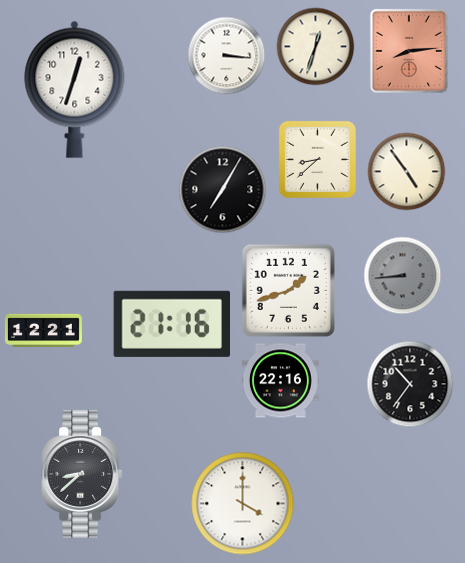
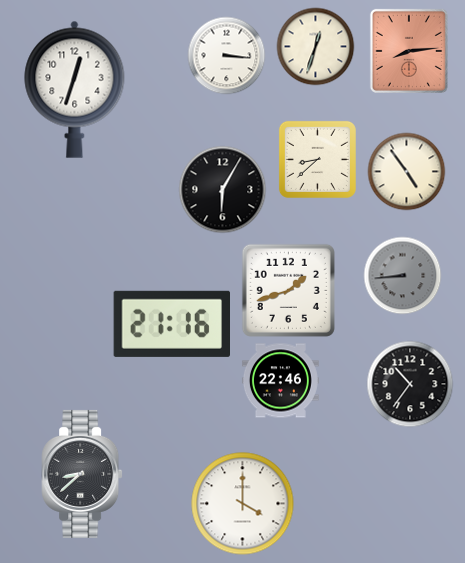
clock at (222, 189): 7:05 -> 6:05
clock at (43, 331): 12:21 -> none
clock at (280, 381): 22:16 -> 22:46
